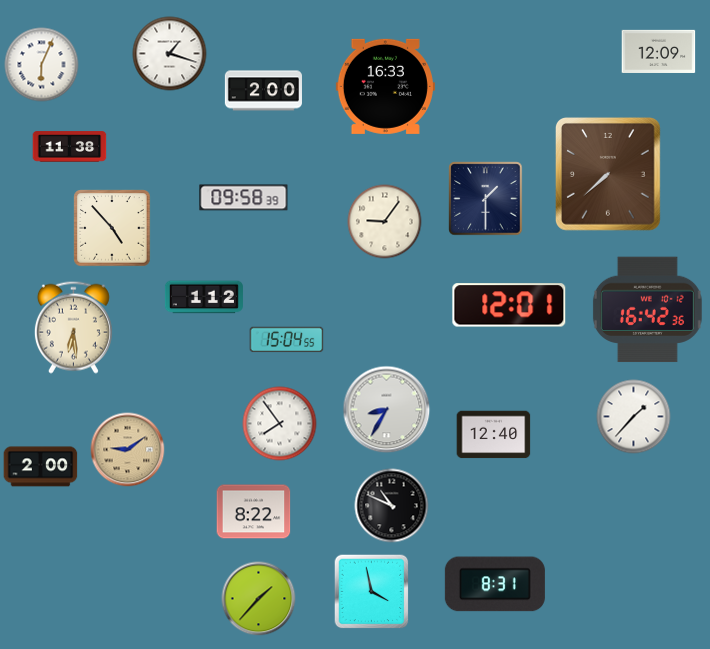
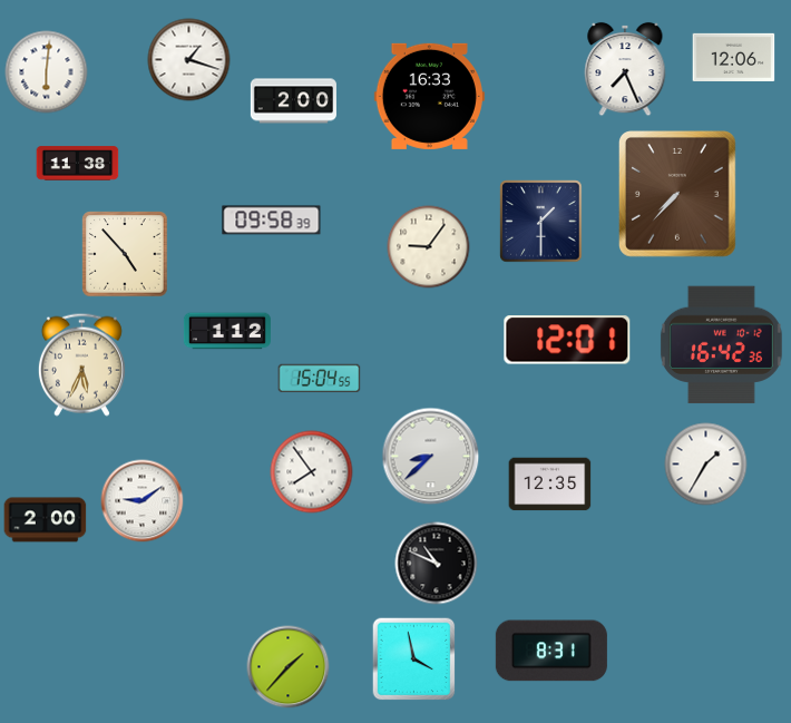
clock at (659, 51): 12:09 -> 12:06
clock at (625, 69): none -> 7:26
clock at (42, 65): 6:04 -> 6:01
clock at (608, 175): 7:38 -> 7:37
clock at (73, 327): 6:29 -> 5:34
clock at (387, 410): 8:35 -> 8:38
clock at (634, 417): 1:37 -> 1:35
clock at (494, 435): 12:40 -> 12:35
clock at (128, 450) dial: champagne -> white
clock at (254, 512): 8:22 -> none
